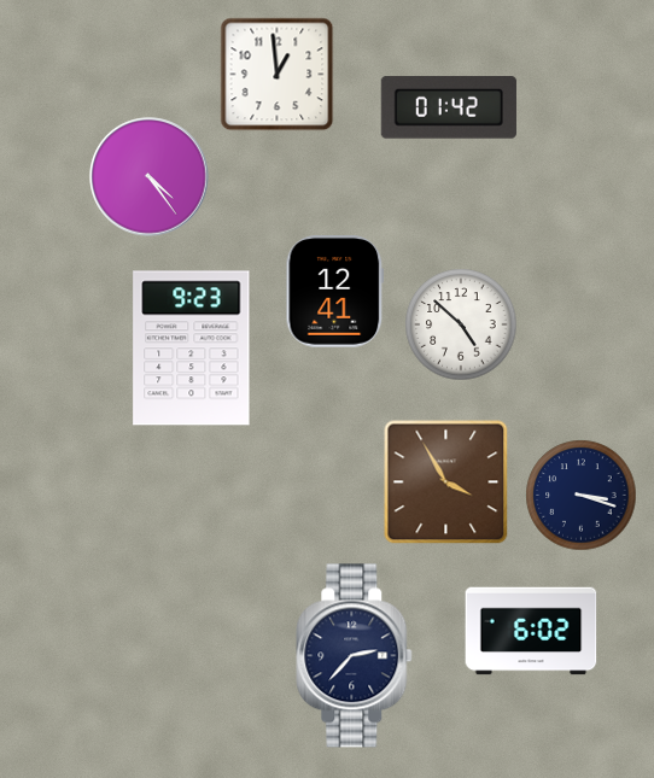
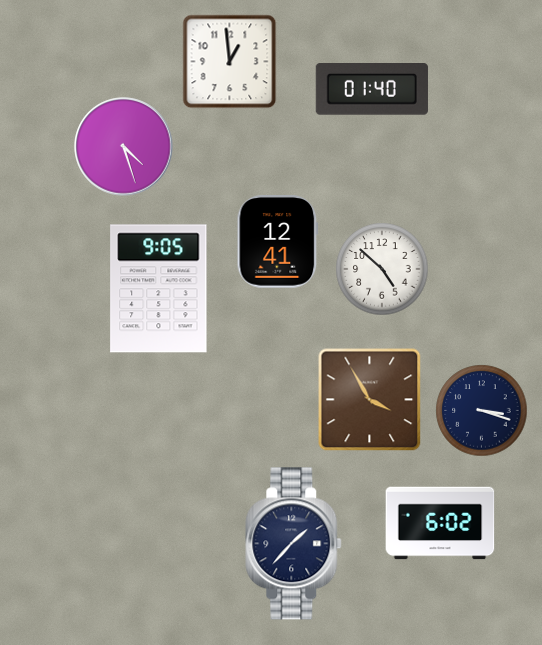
clock at (449, 107): 01:42 -> 01:40
clock at (150, 177): 4:24 -> 4:27
clock at (192, 349): 9:23 -> 9:05
clock at (355, 656): 2:37 -> 1:37
